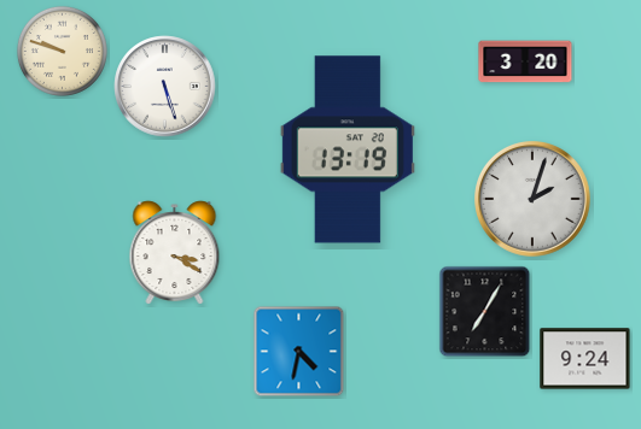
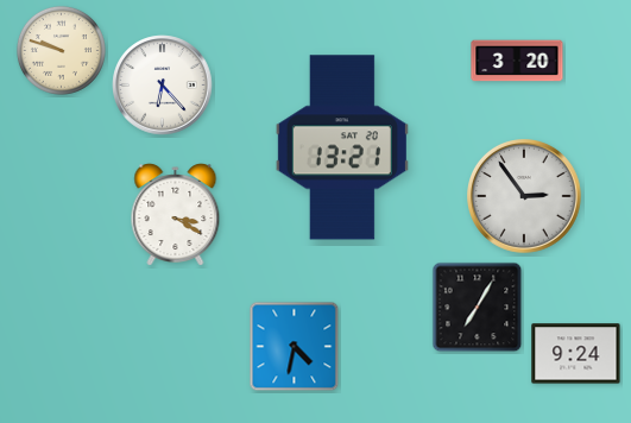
clock at (165, 87): 5:27 -> 6:23
clock at (348, 149): 13:19 -> 13:21
clock at (534, 200): 2:03 -> 2:54
clock at (175, 253) position: (175, 253) -> (176, 215)
